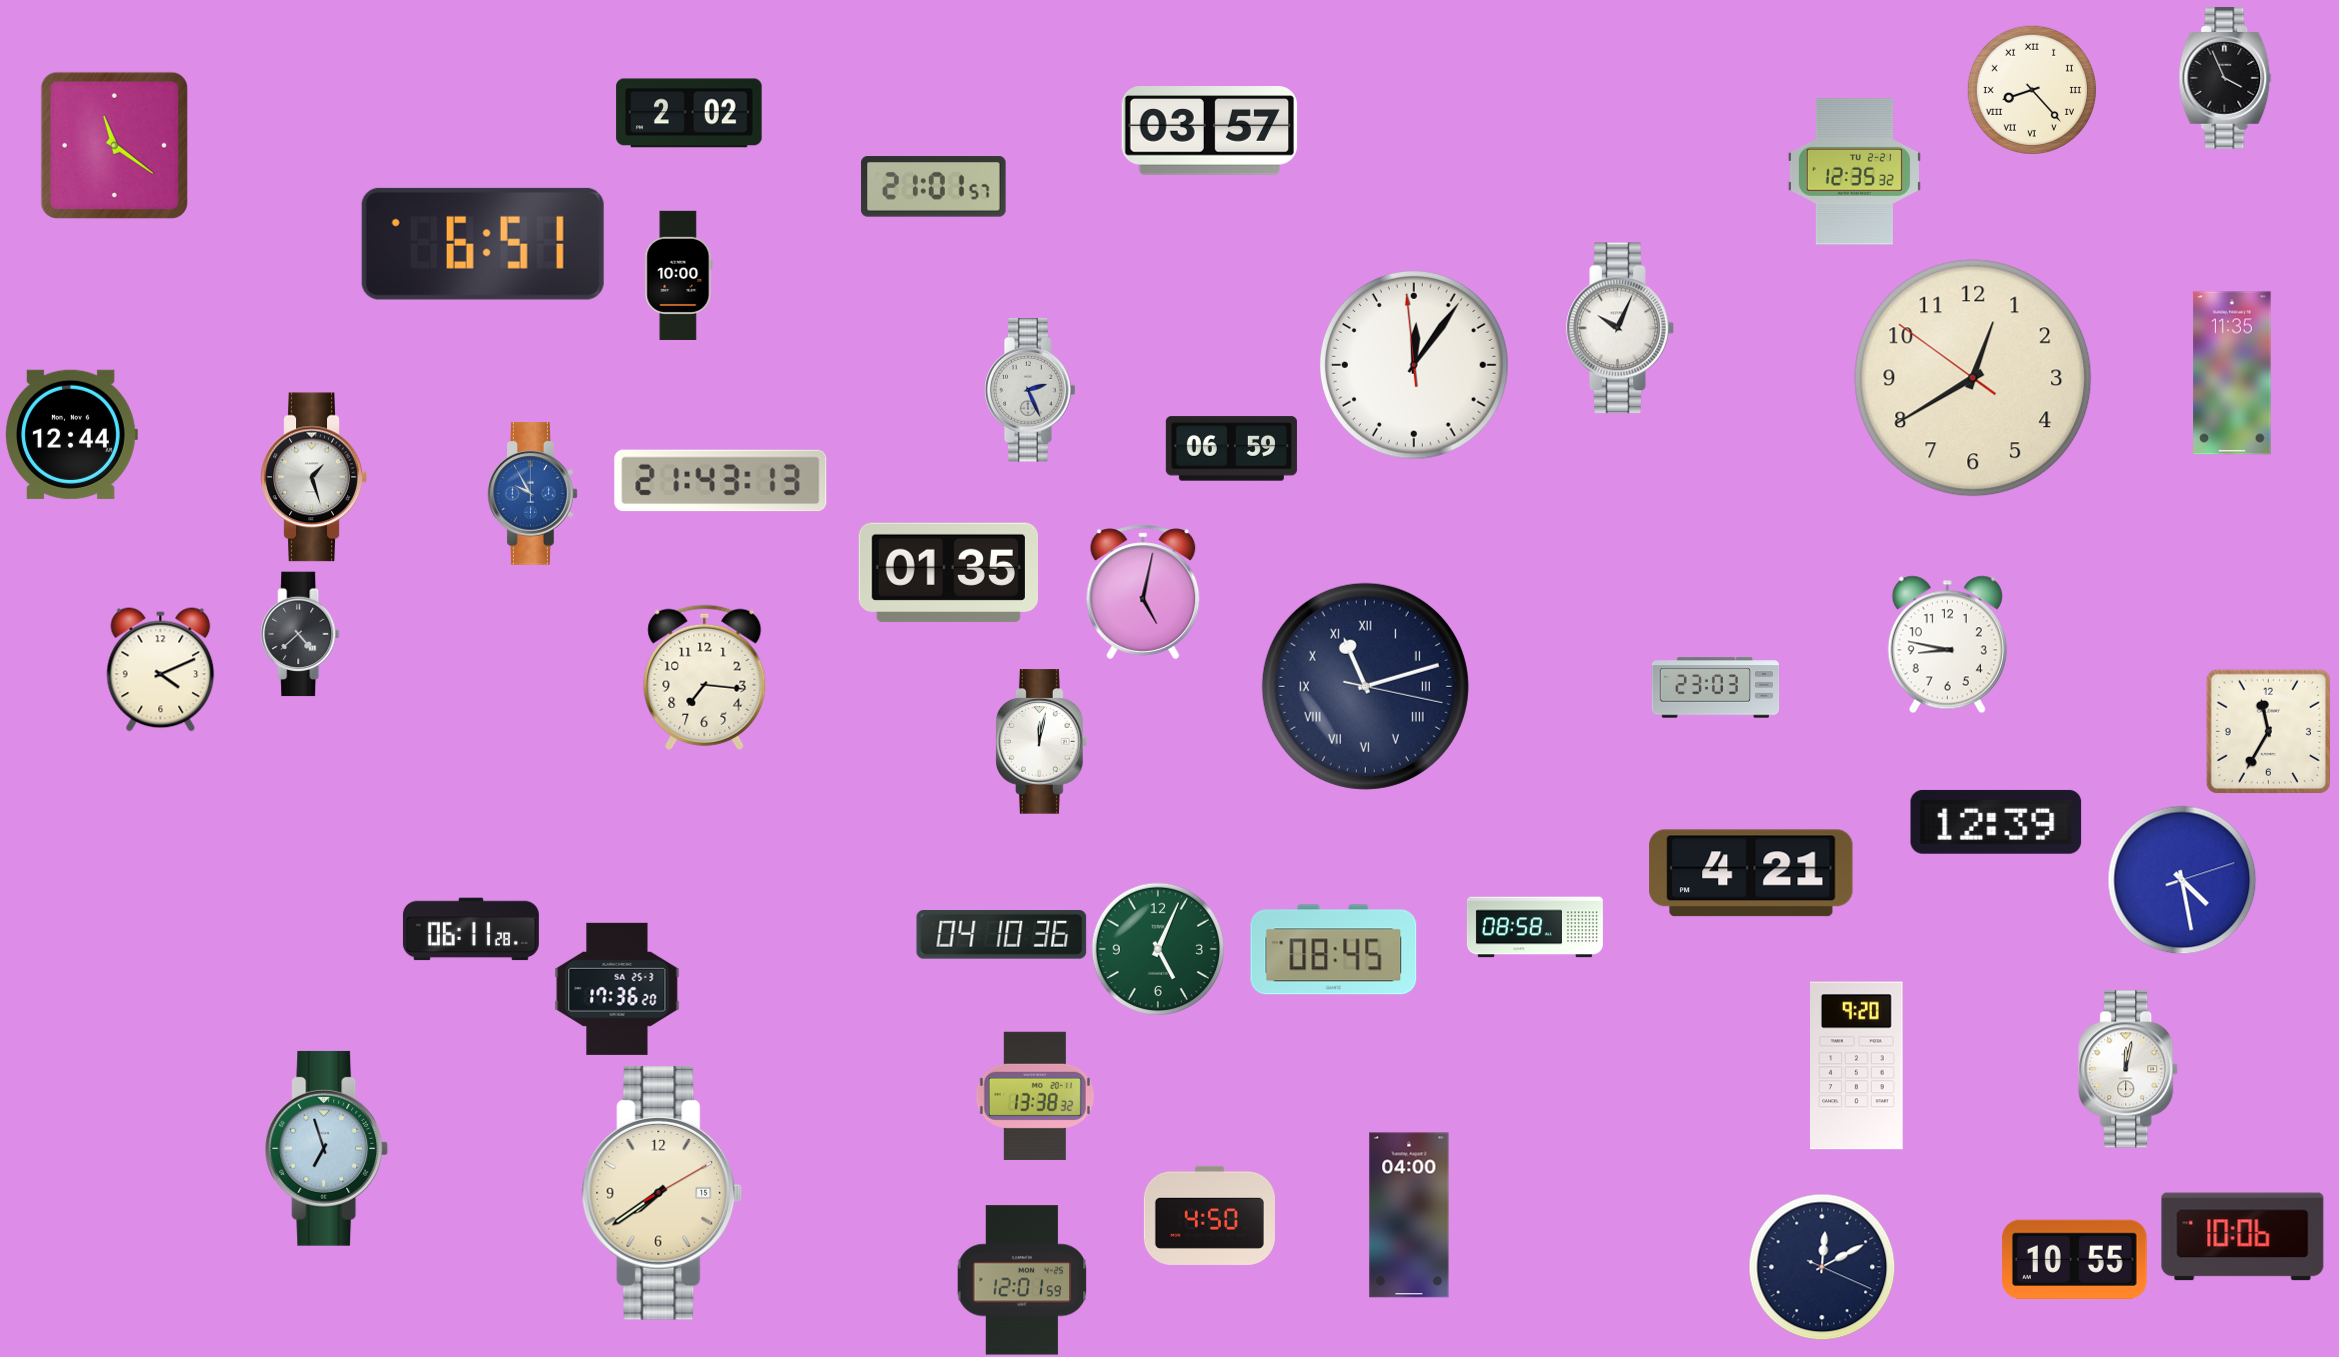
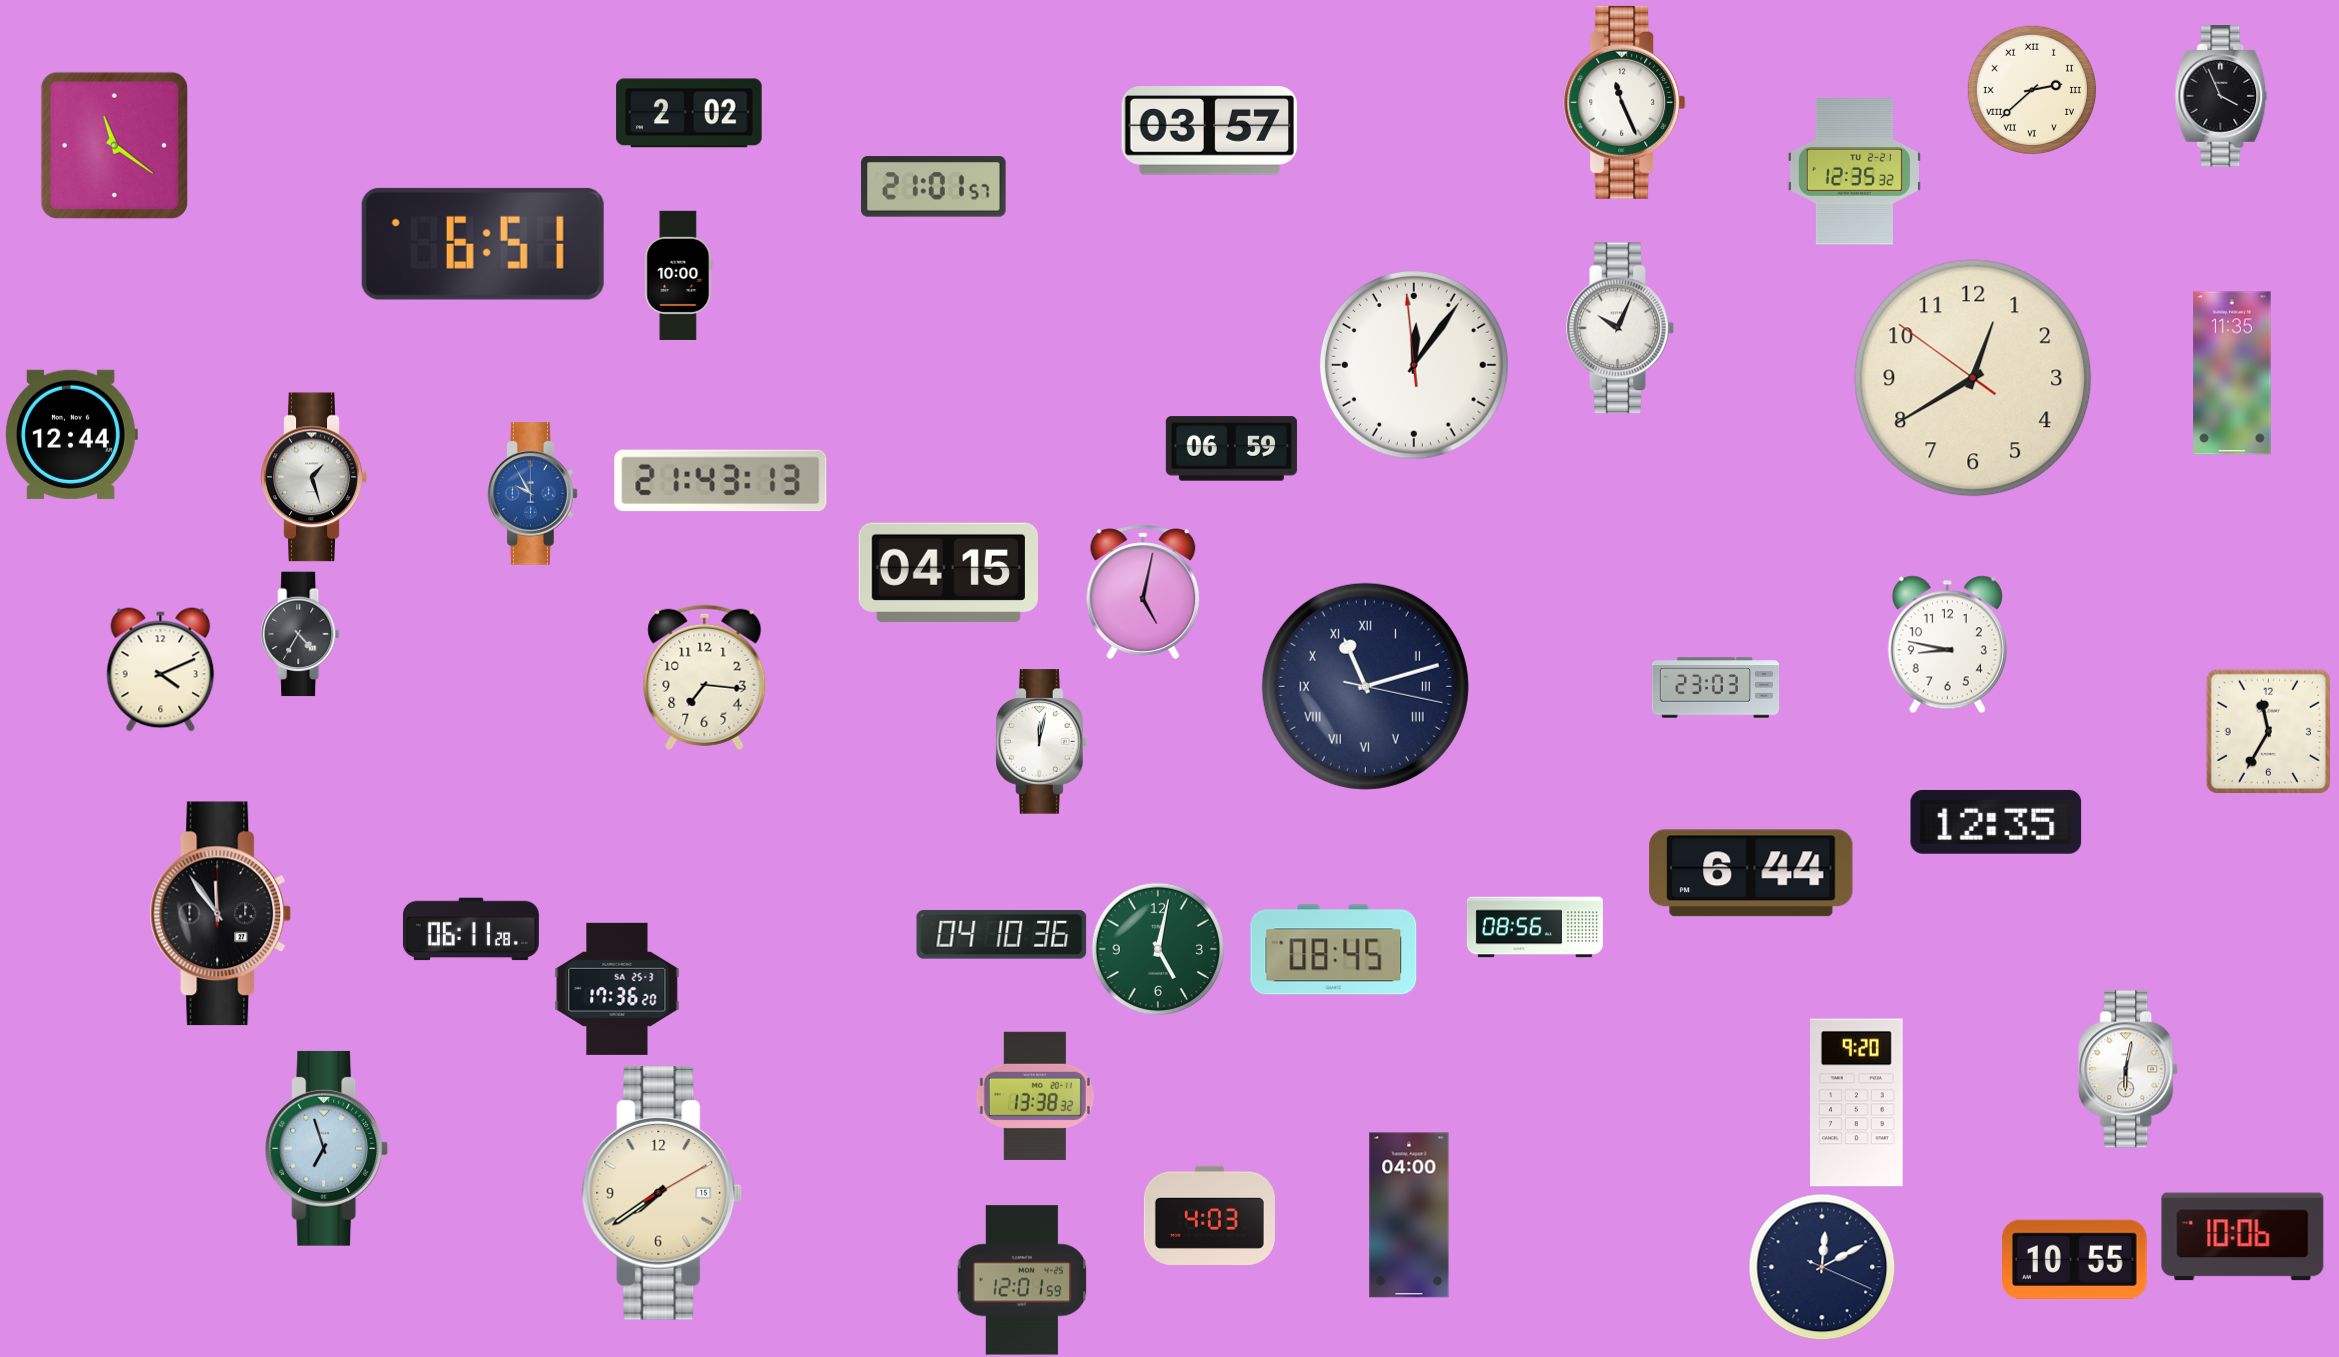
clock at (2225, 79) position: (2225, 79) -> (2221, 97)
clock at (2032, 90): 8:23 -> 2:38
clock at (1625, 102): none -> 11:26
clock at (1031, 390): 2:26 -> none
clock at (948, 573): 01:35 -> 04:15
clock at (300, 634): 4:38 -> 4:35
clock at (1996, 822): 12:39 -> 12:35
clock at (1751, 873): 4:21 -> 6:44
clock at (2182, 880): 4:28 -> none
clock at (221, 914): none -> 11:54
clock at (1535, 927): 08:58 -> 08:56
clock at (1157, 948): 5:04 -> 5:02
clock at (1857, 1066) position: (1857, 1066) -> (1857, 1103)
clock at (2129, 1069): 12:02 -> 6:02
clock at (1209, 1215): 4:50 -> 4:03
